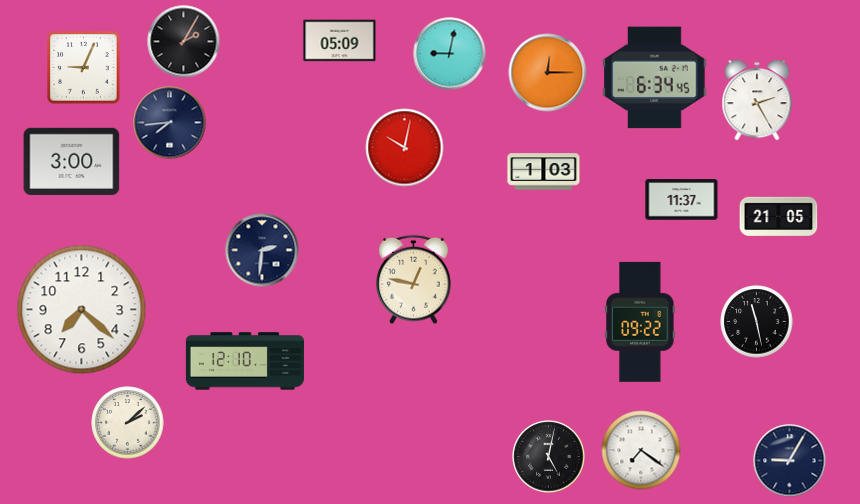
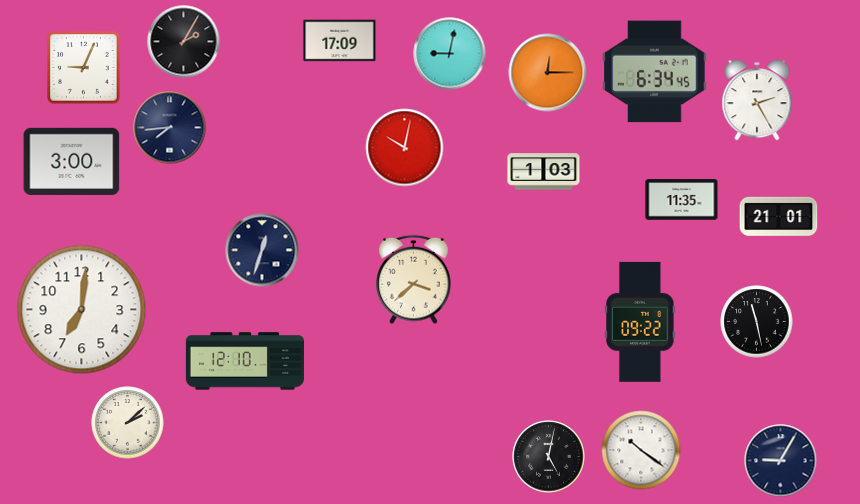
clock at (340, 41): 05:09 -> 17:09
clock at (655, 78) position: (655, 78) -> (655, 72)
clock at (170, 123) position: (170, 123) -> (170, 128)
clock at (682, 200): 11:37 -> 11:35
clock at (779, 216): 21:05 -> 21:01
clock at (262, 250): 2:31 -> 12:33
clock at (414, 280): 12:47 -> 3:38
clock at (82, 310): 7:22 -> 7:01
clock at (641, 450): 7:21 -> 10:21
clock at (790, 461) position: (790, 461) -> (781, 461)
